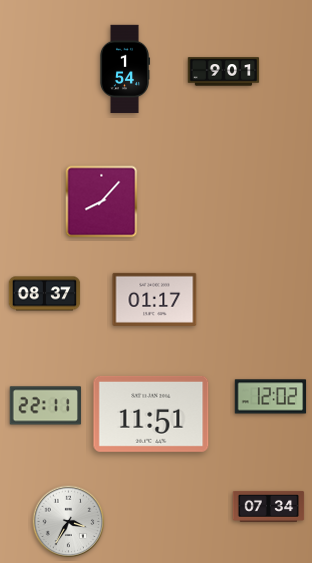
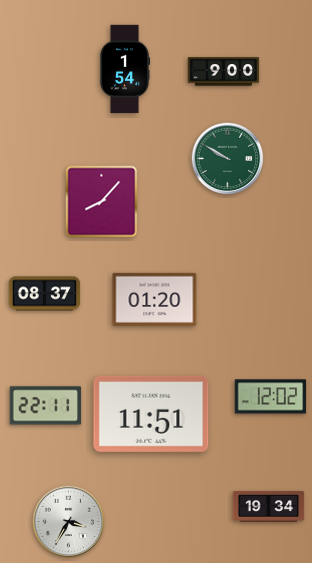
clock at (224, 72): 9:01 -> 9:00
clock at (228, 159): none -> 9:50
clock at (155, 299): 01:17 -> 01:20
clock at (269, 506): 07:34 -> 19:34
